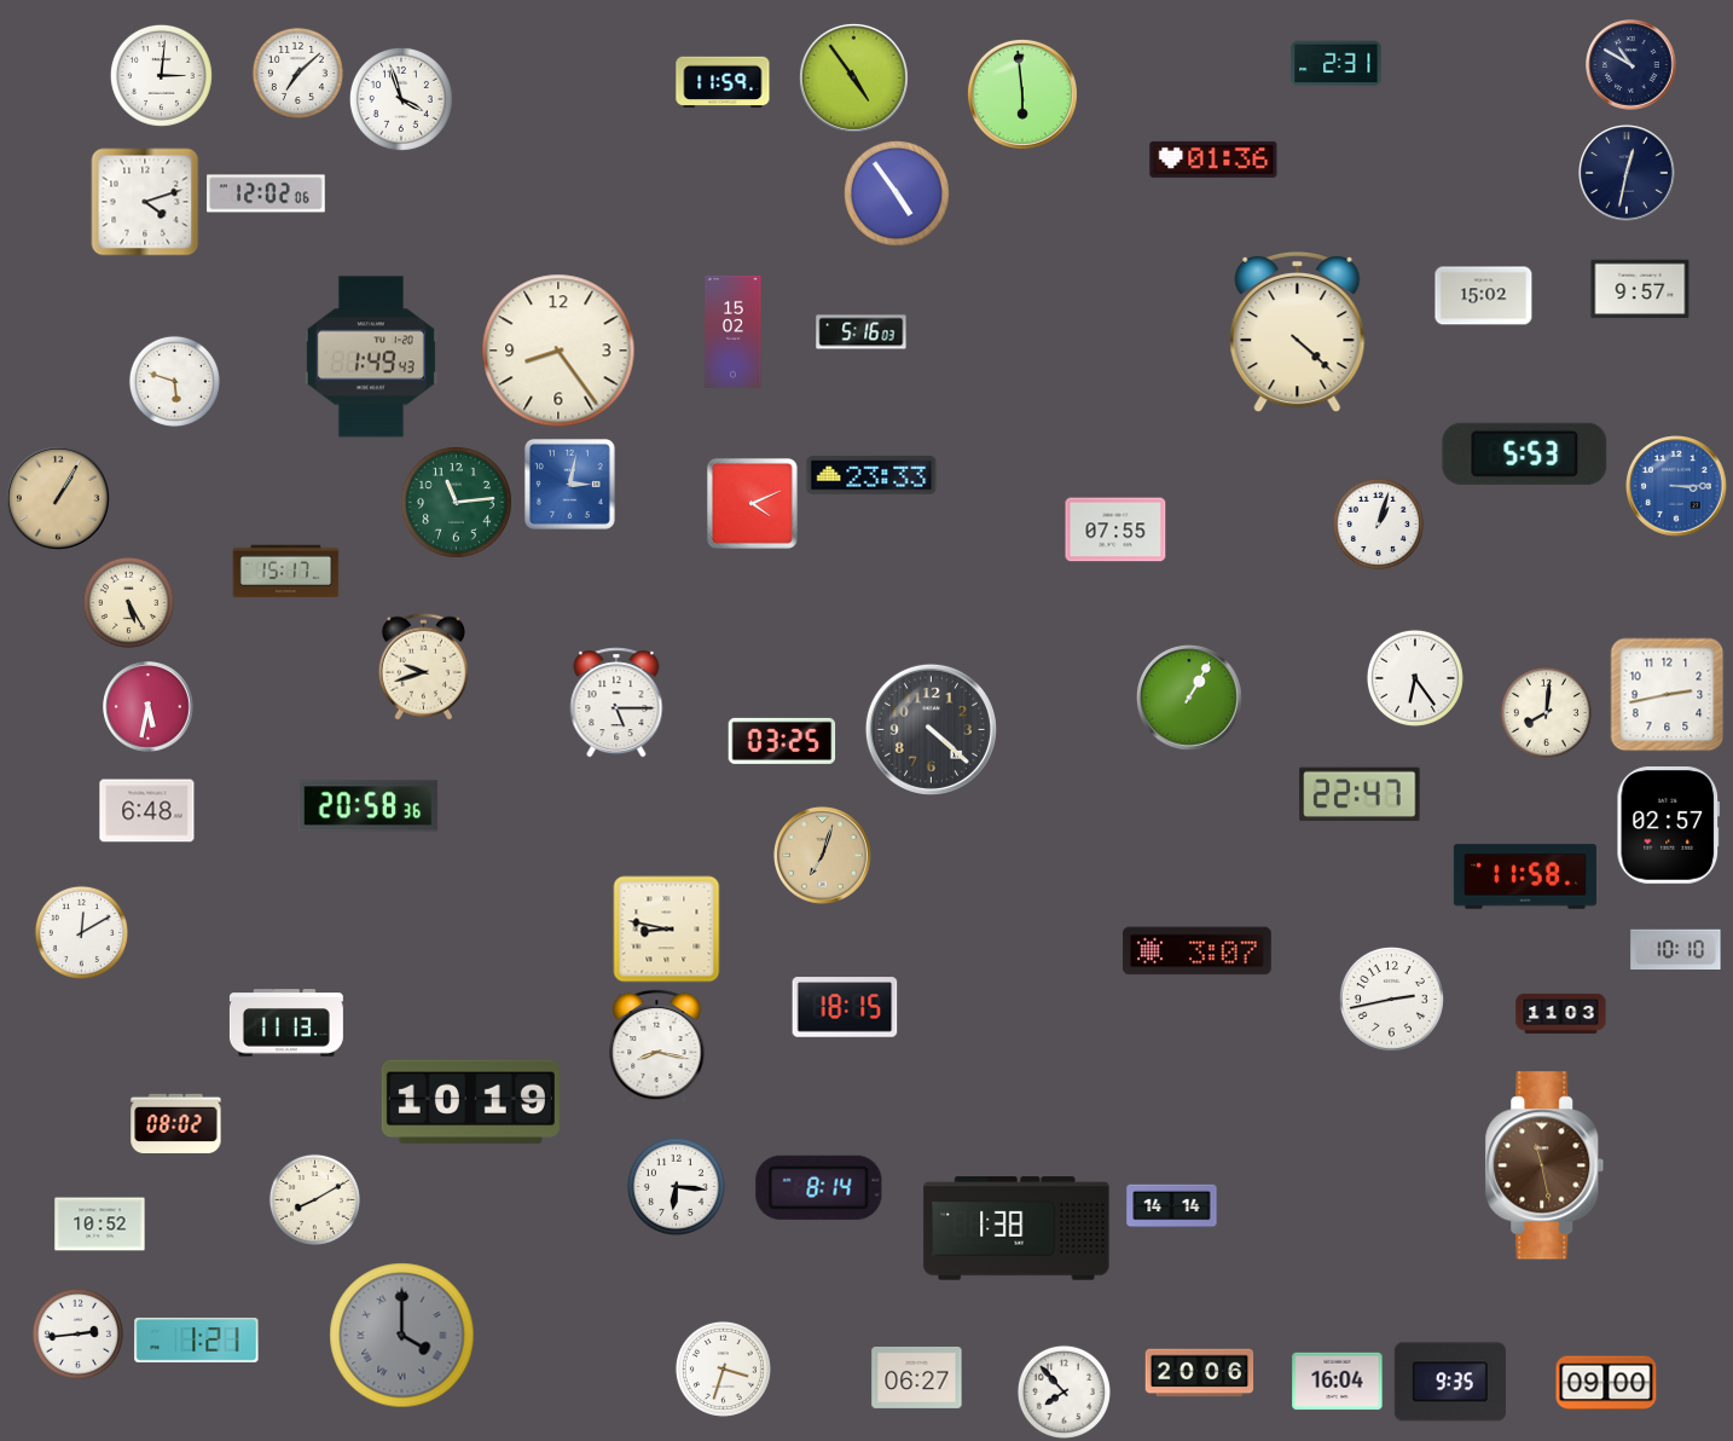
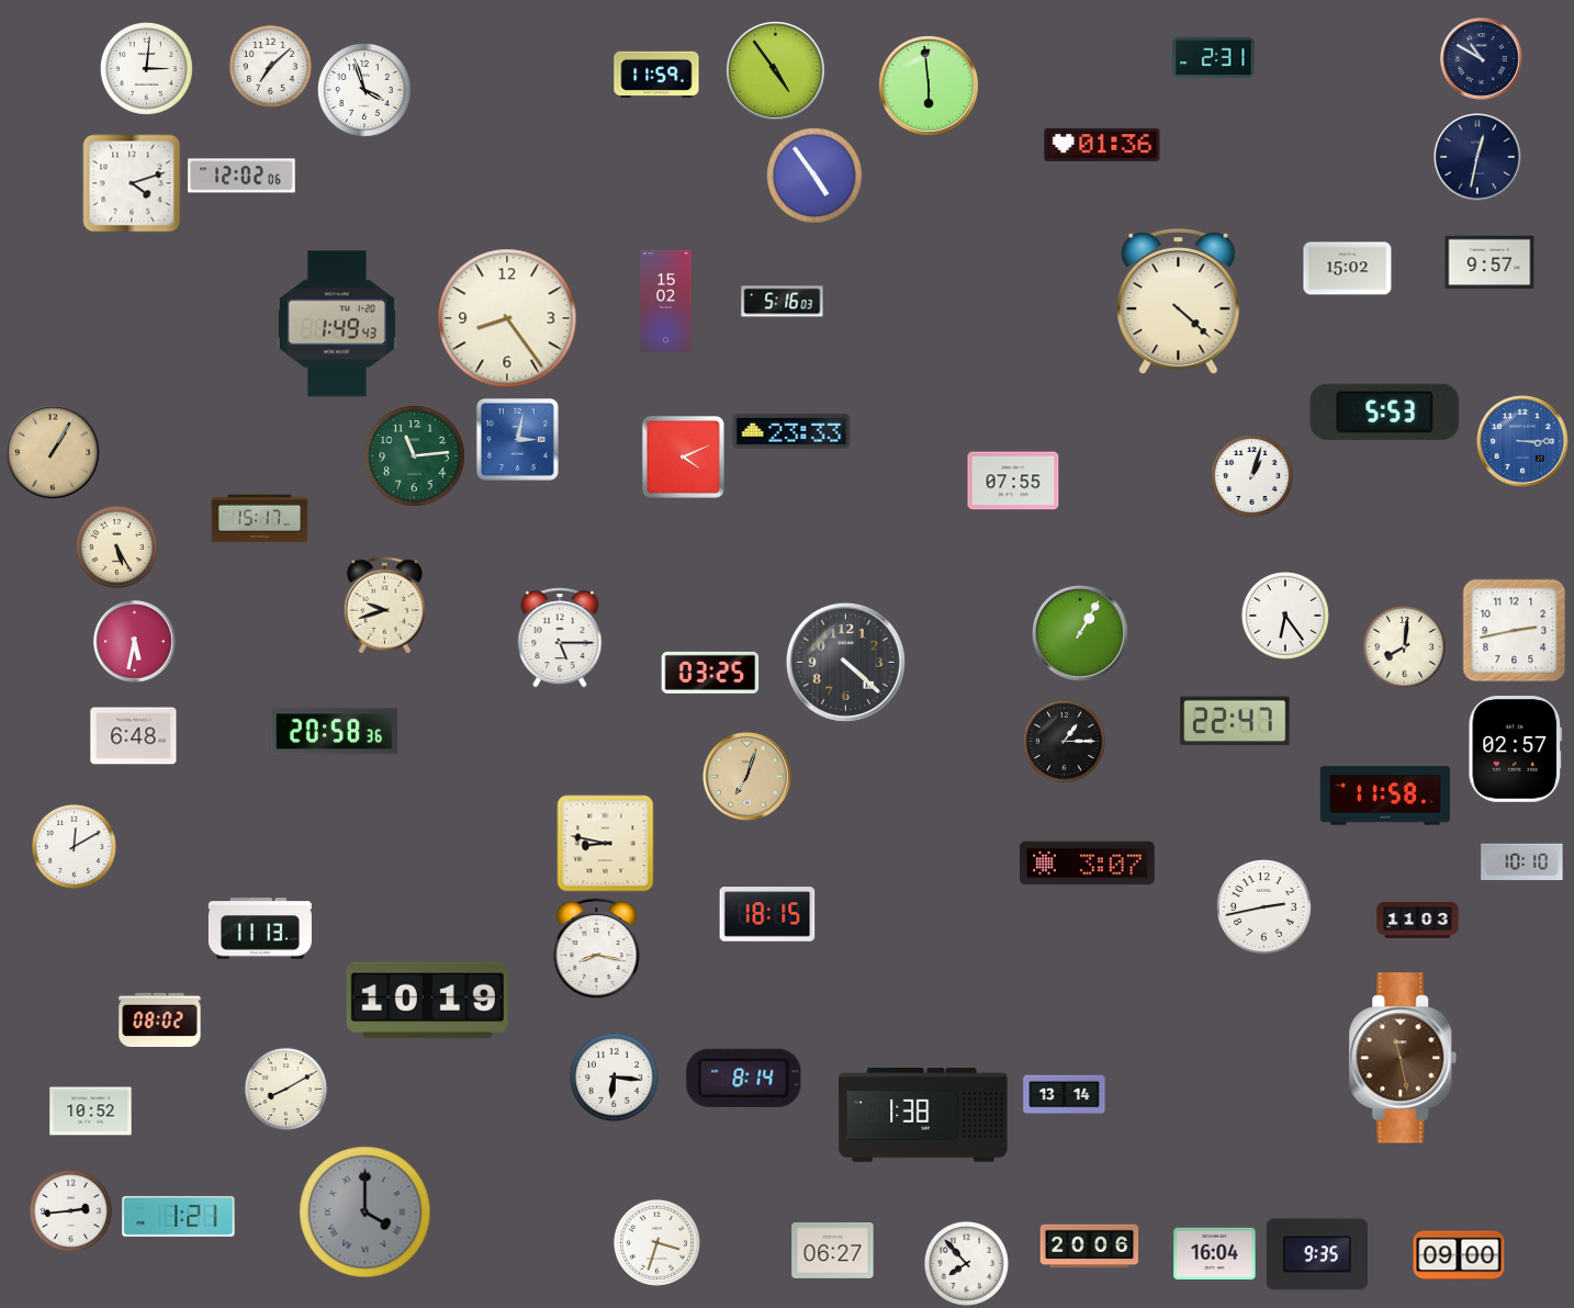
clock at (174, 381): 5:48 -> none
clock at (1064, 741): none -> 1:15
clock at (1172, 1206): 14:14 -> 13:14
